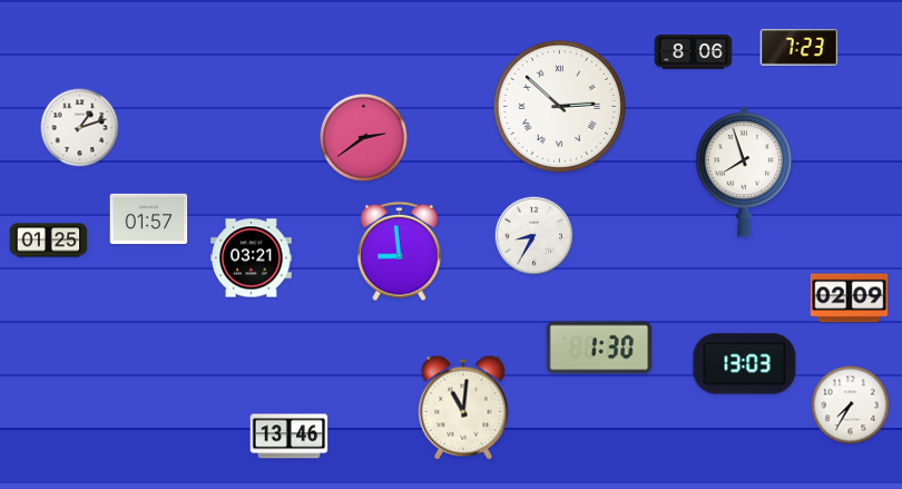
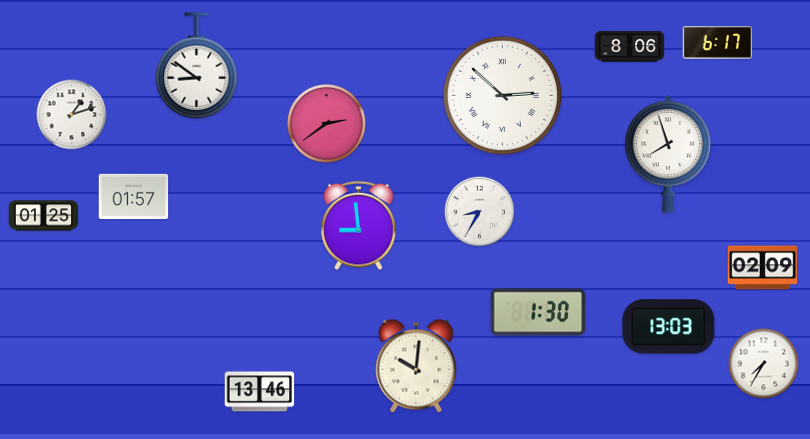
clock at (800, 48): 7:23 -> 6:17
clock at (694, 52) position: (694, 52) -> (630, 47)
clock at (197, 66): none -> 8:51
clock at (252, 258): 03:21 -> none
clock at (463, 408): 11:01 -> 10:01
